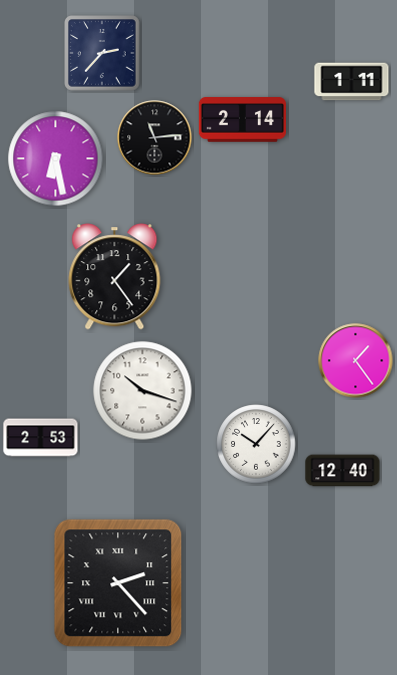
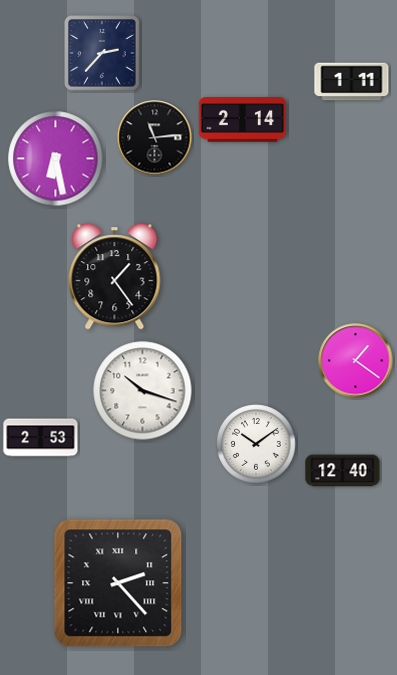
clock at (356, 361): 1:24 -> 1:21
clock at (256, 444): 10:07 -> 10:09
